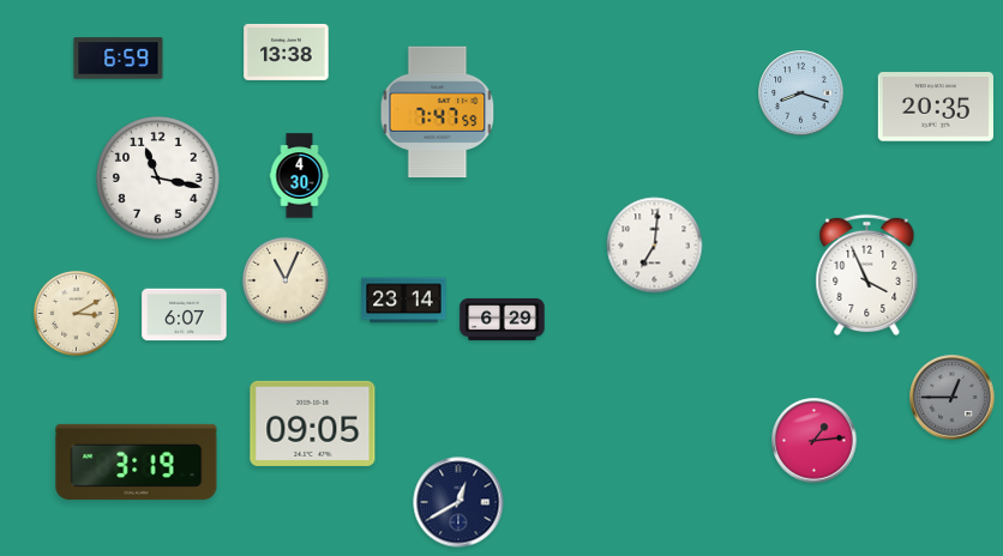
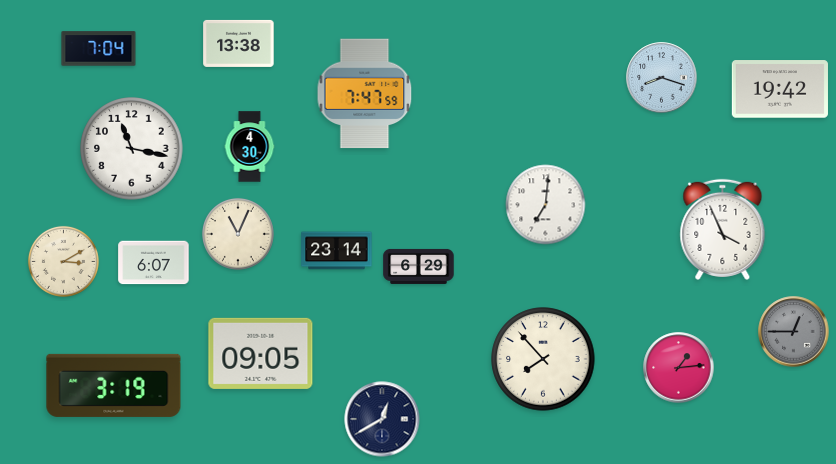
clock at (119, 59): 6:59 -> 7:04
clock at (801, 93) position: (801, 93) -> (662, 78)
clock at (936, 107): 20:35 -> 19:42
clock at (543, 359): none -> 7:53
